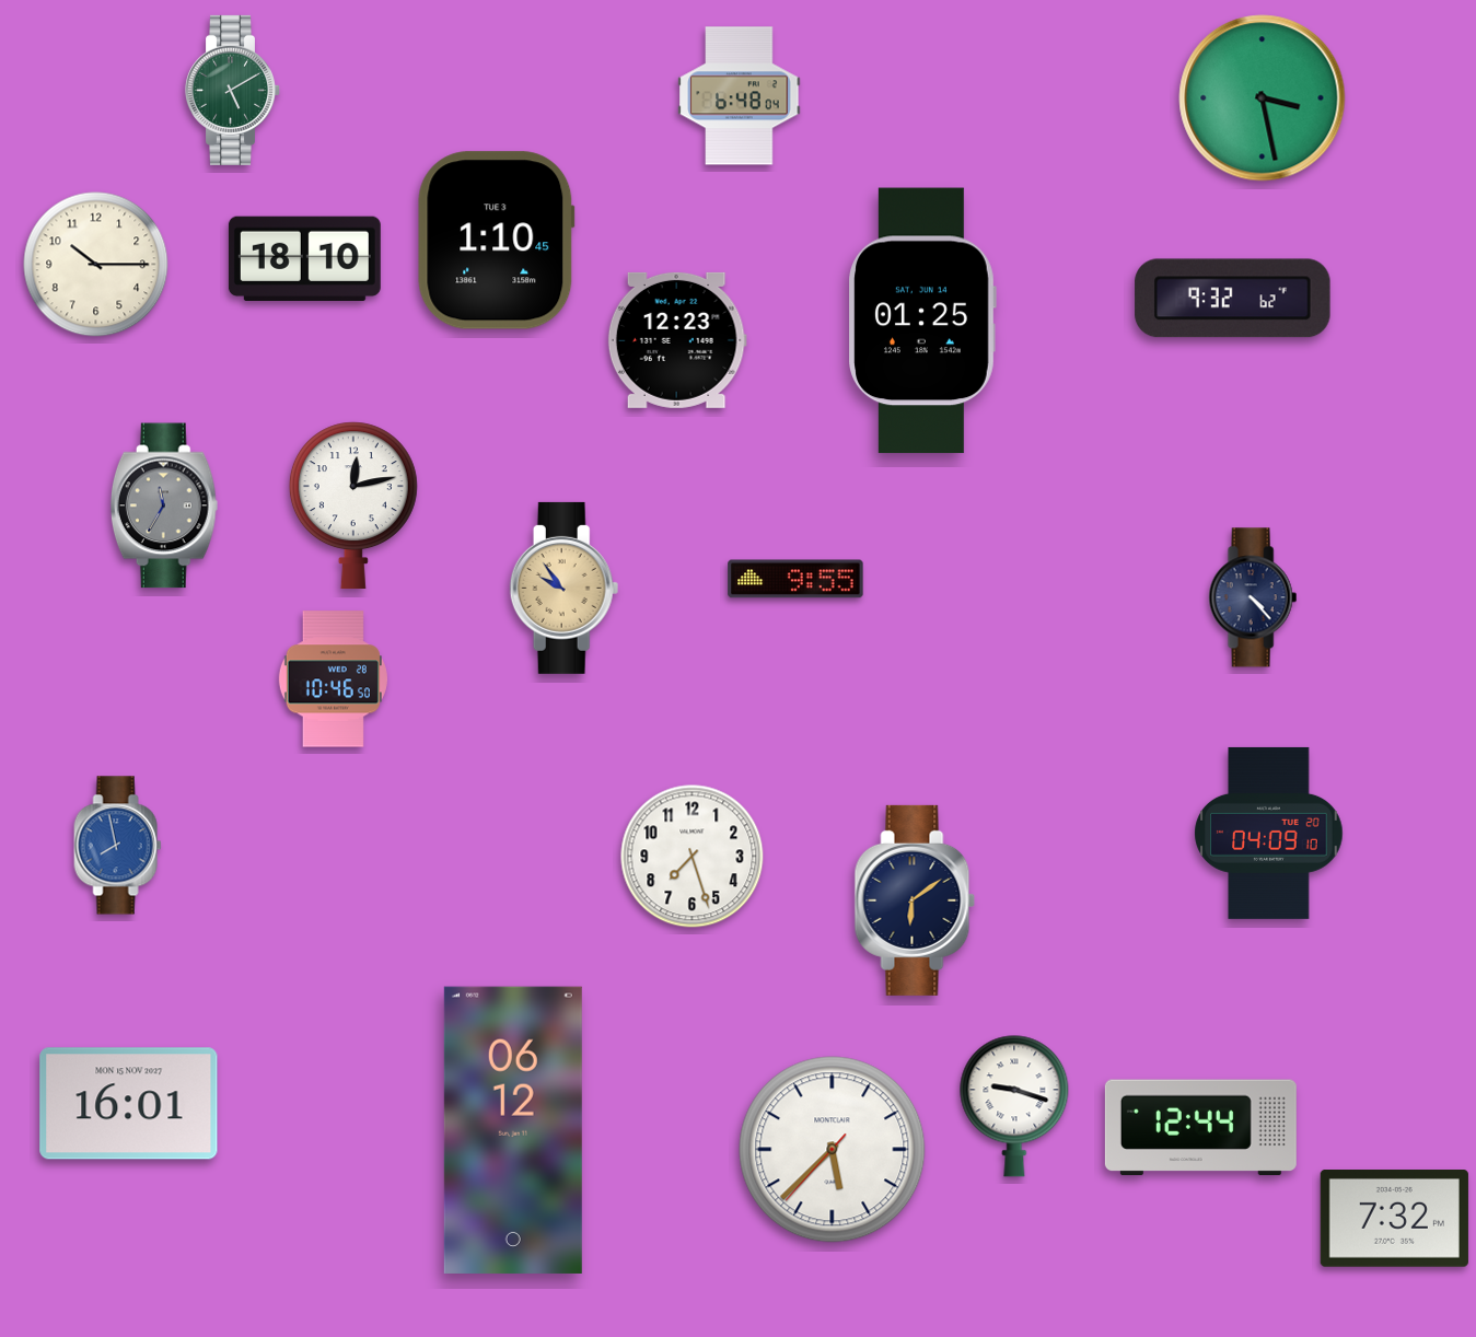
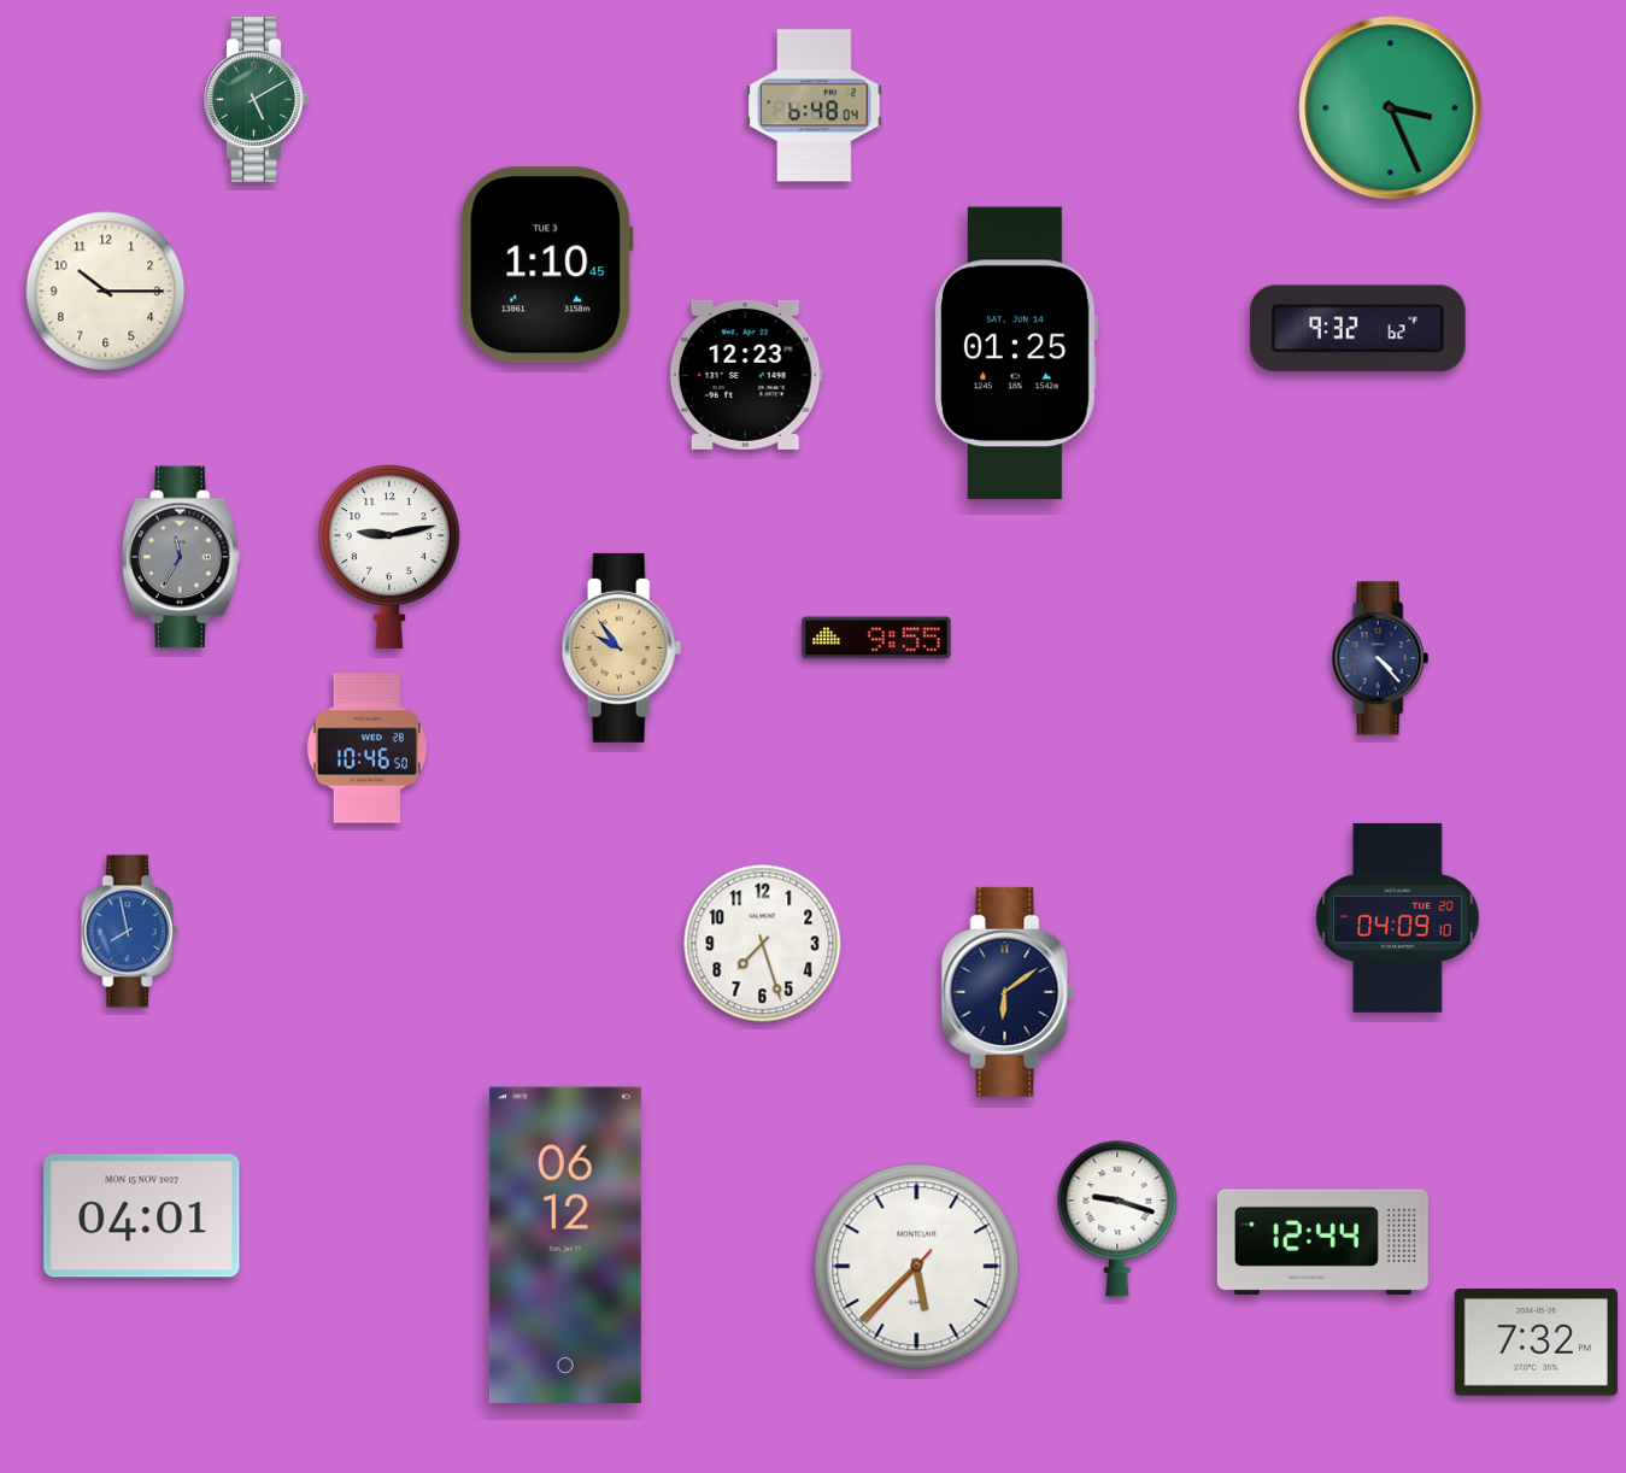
clock at (1263, 98): 3:28 -> 3:26
clock at (304, 259): 18:10 -> none
clock at (353, 505): 12:13 -> 9:13
clock at (129, 1104): 16:01 -> 04:01
